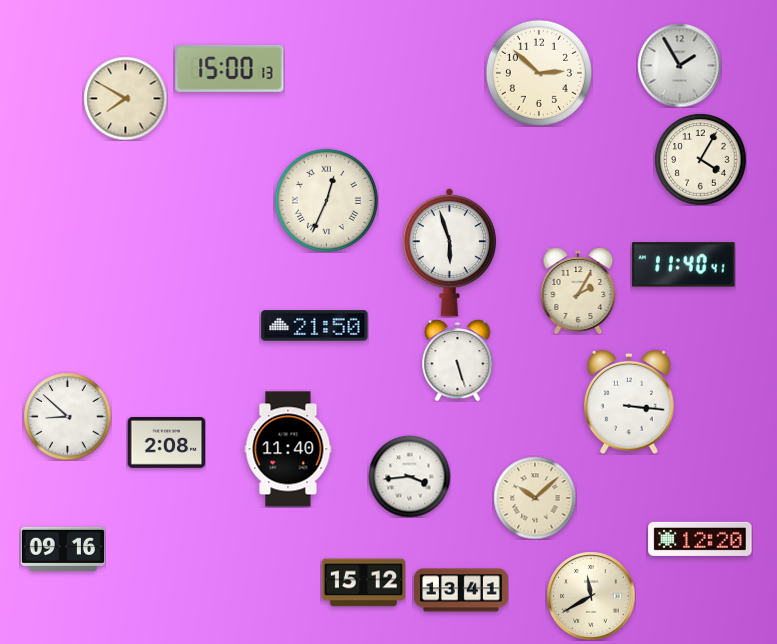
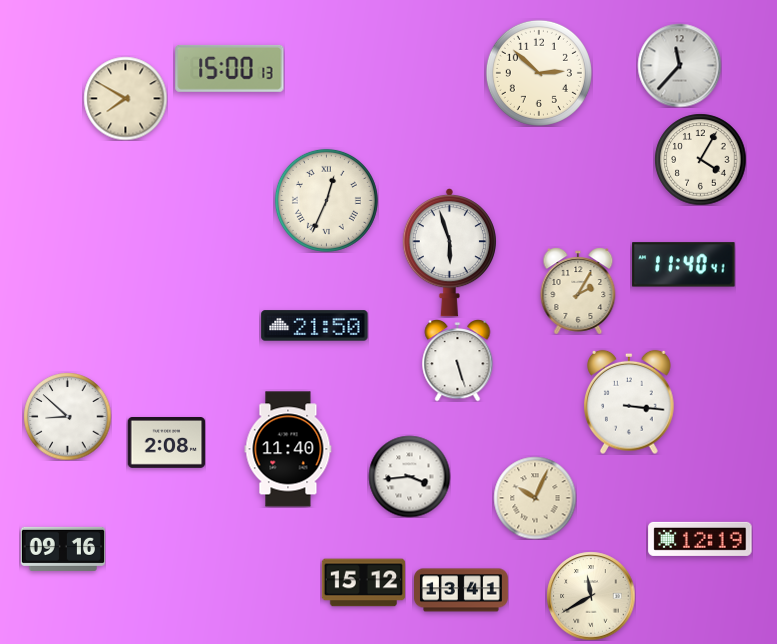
clock at (679, 65): 1:55 -> 11:37
clock at (535, 498): 10:08 -> 10:04
clock at (700, 539): 12:20 -> 12:19
